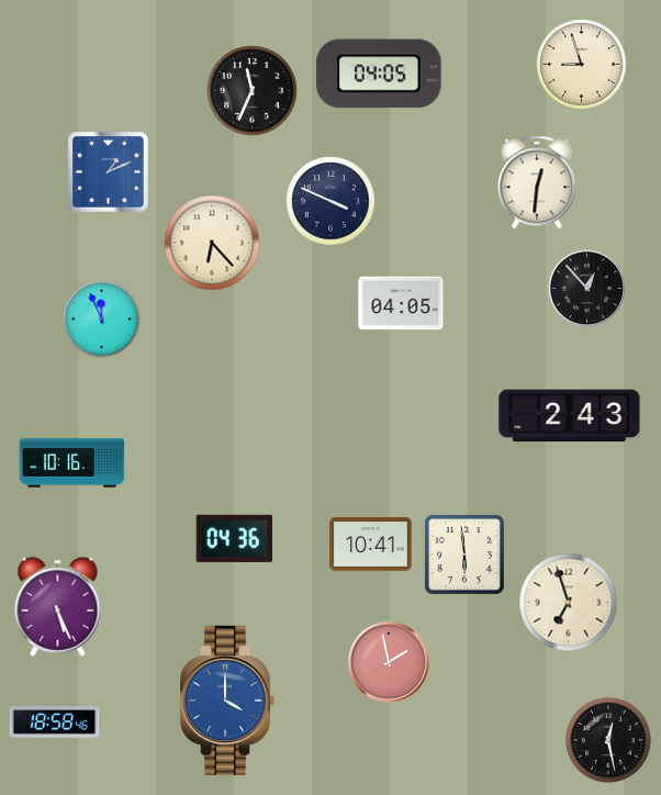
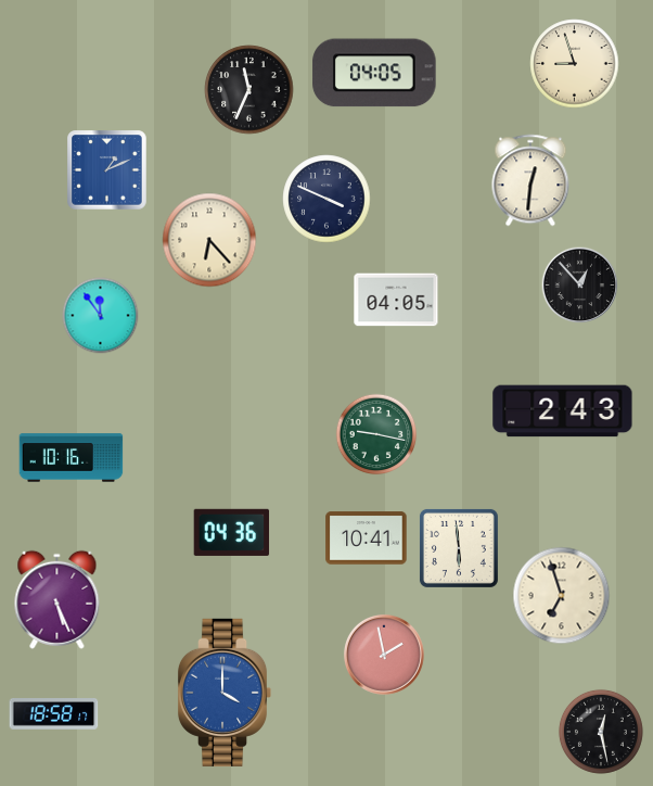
clock at (102, 320): 11:56 -> 11:54
clock at (376, 434): none -> 9:17
clock at (55, 723): 18:58:46 -> 18:58:17
